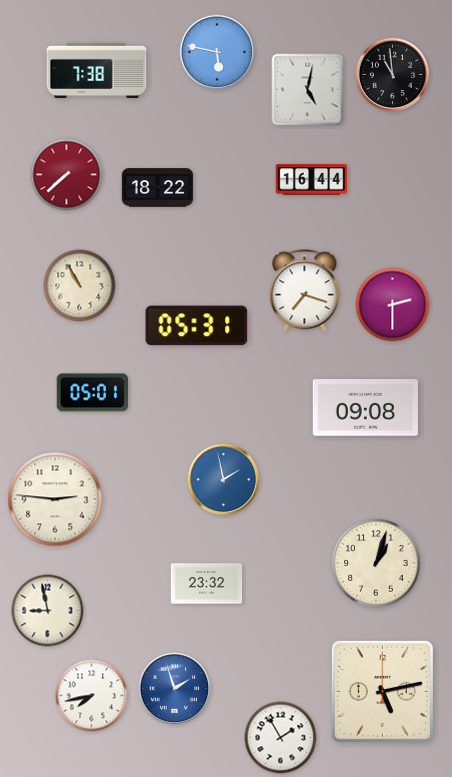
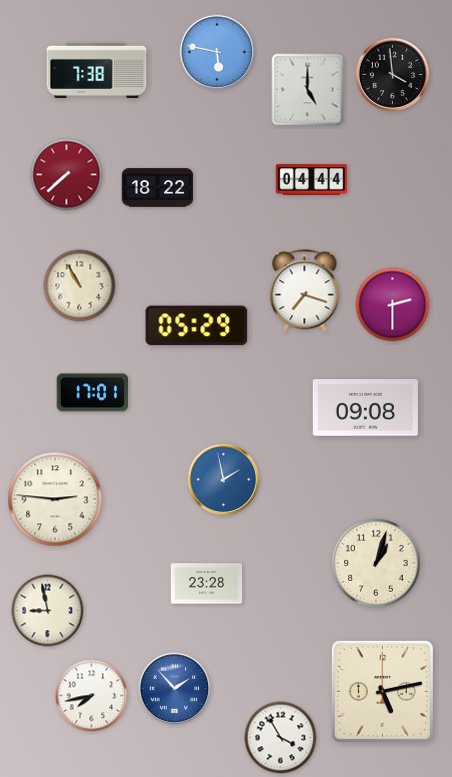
clock at (393, 75): 10:59 -> 3:59
clock at (308, 90): 5:02 -> 5:00
clock at (312, 180): 16:44 -> 04:44
clock at (197, 326): 05:31 -> 05:29
clock at (93, 393): 05:01 -> 17:01
clock at (207, 584): 23:32 -> 23:28
clock at (175, 689): 1:57 -> 1:53
clock at (281, 738): 1:55 -> 3:55
